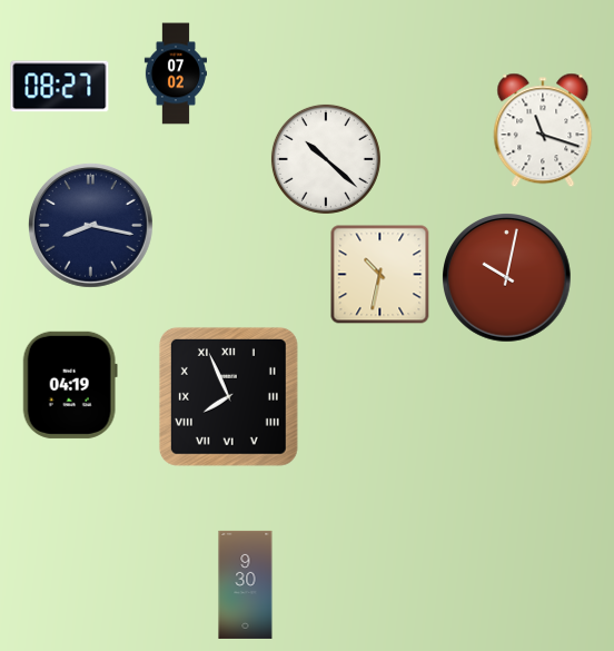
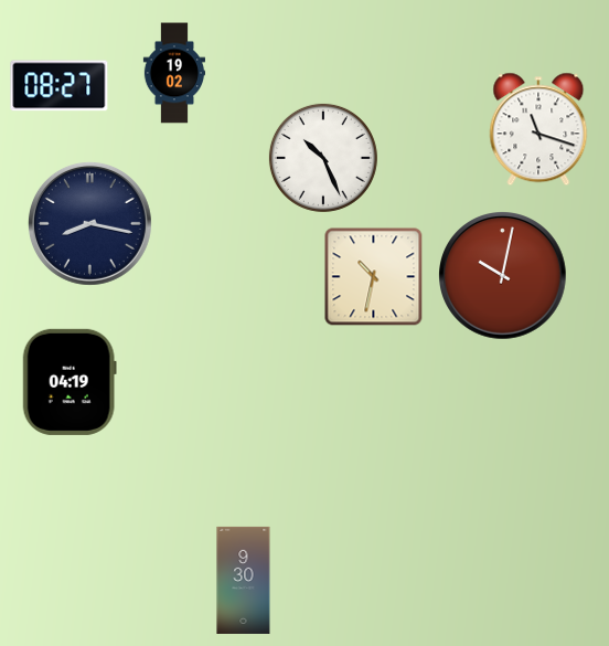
clock at (175, 73): 07:02 -> 19:02
clock at (326, 159): 10:22 -> 10:26
clock at (380, 275) position: (380, 275) -> (374, 277)
clock at (228, 396): 7:56 -> none
